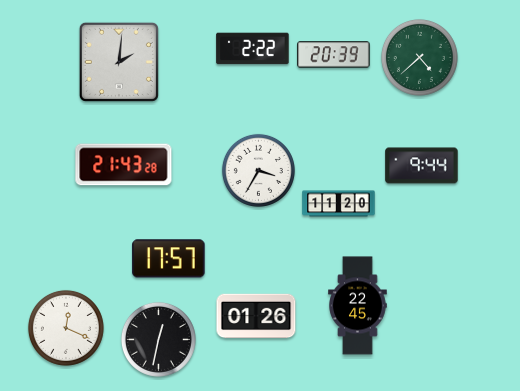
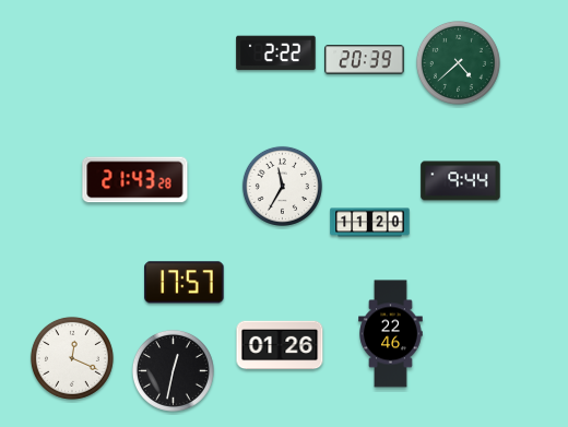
clock at (119, 62): 2:01 -> none
clock at (258, 170): 3:35 -> 11:35
clock at (358, 306): 22:45 -> 22:46
